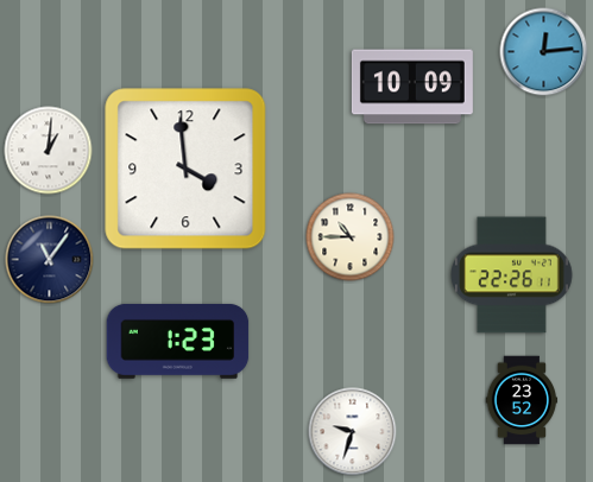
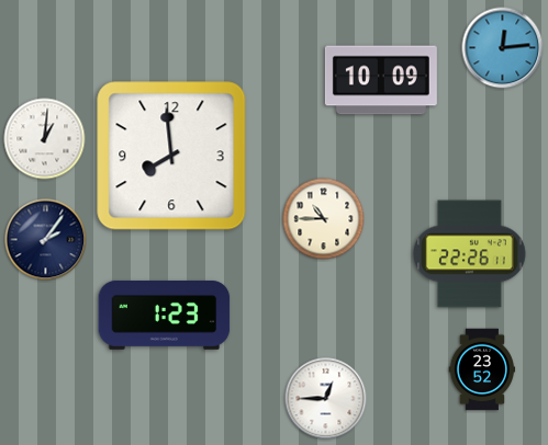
clock at (185, 169): 3:59 -> 7:59
clock at (50, 260): 11:06 -> 2:06
clock at (512, 275) position: (512, 275) -> (470, 254)
clock at (353, 432): 9:33 -> 12:45
